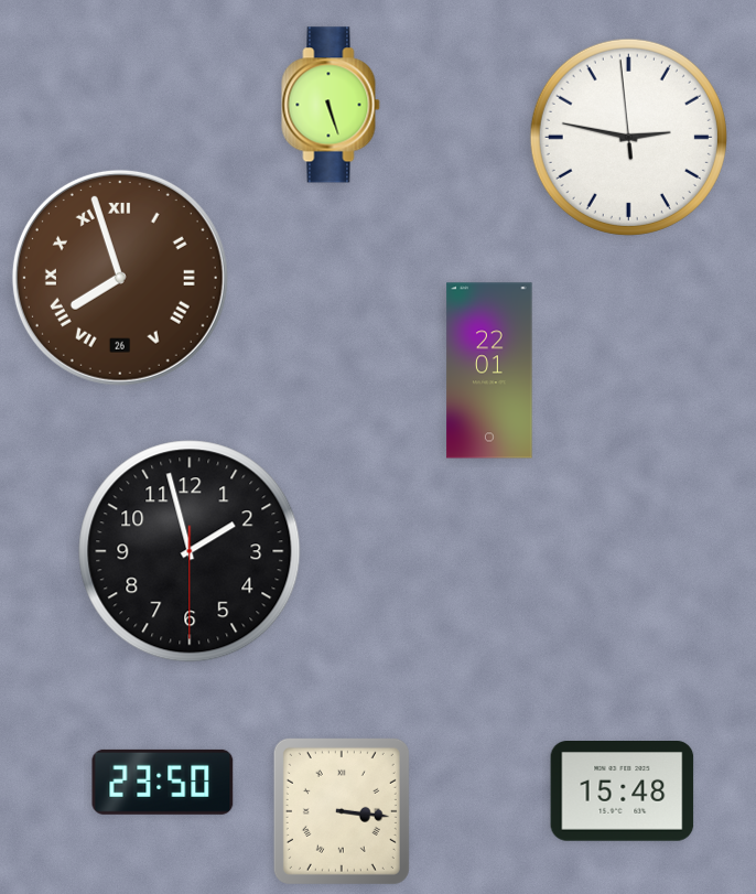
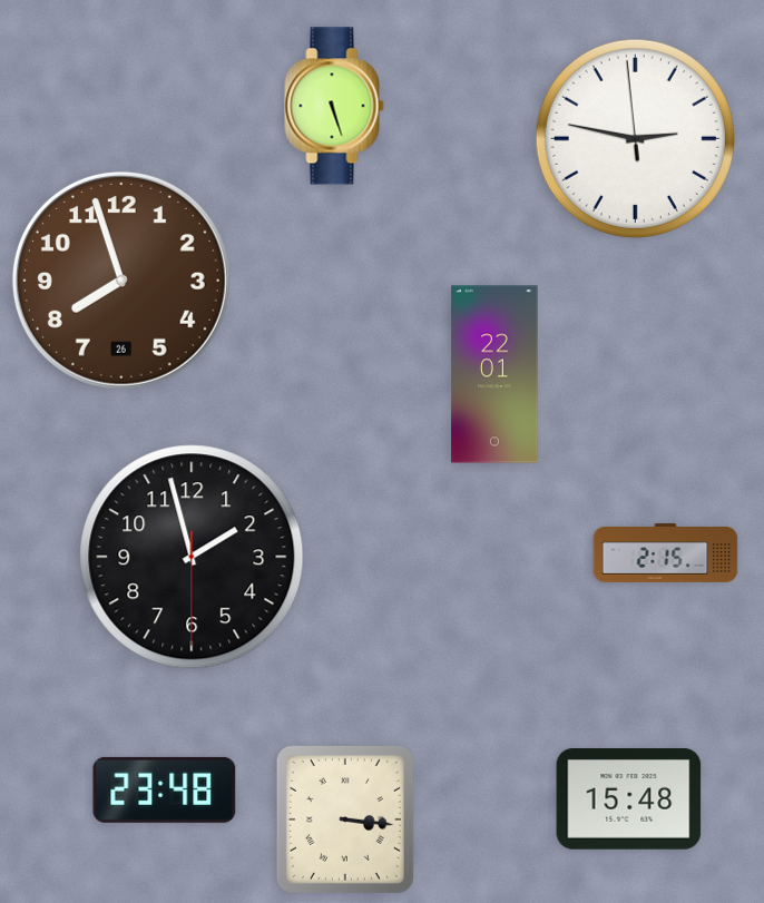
clock at (120, 278) numerals: Roman -> Arabic
clock at (666, 552): none -> 2:15
clock at (163, 782): 23:50 -> 23:48
